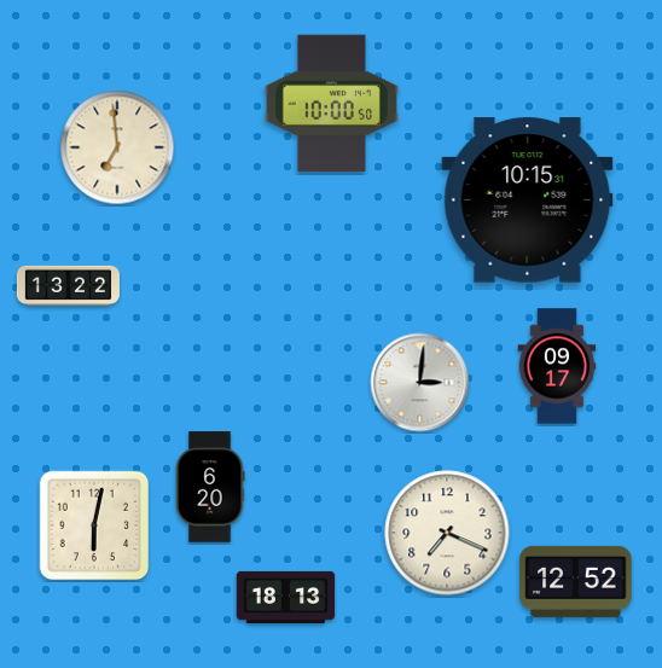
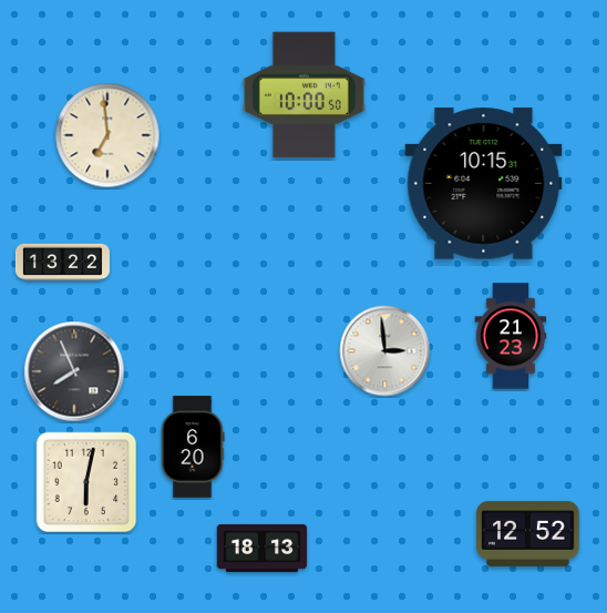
clock at (557, 366): 09:17 -> 21:23
clock at (420, 383): 3:01 -> 2:59
clock at (74, 371): none -> 7:56
clock at (447, 533): 7:19 -> none
